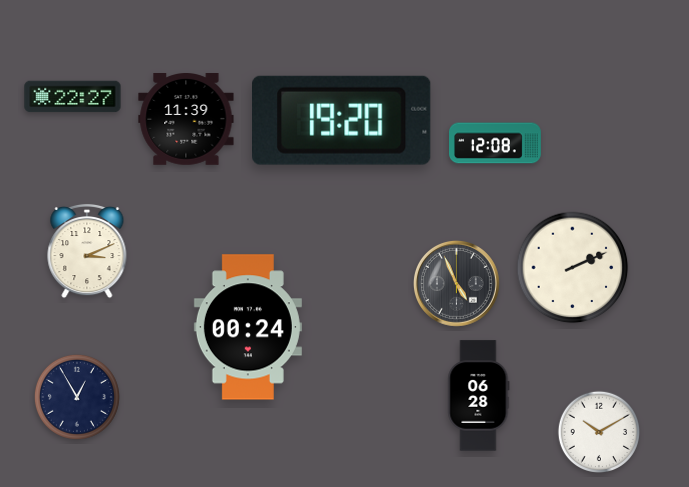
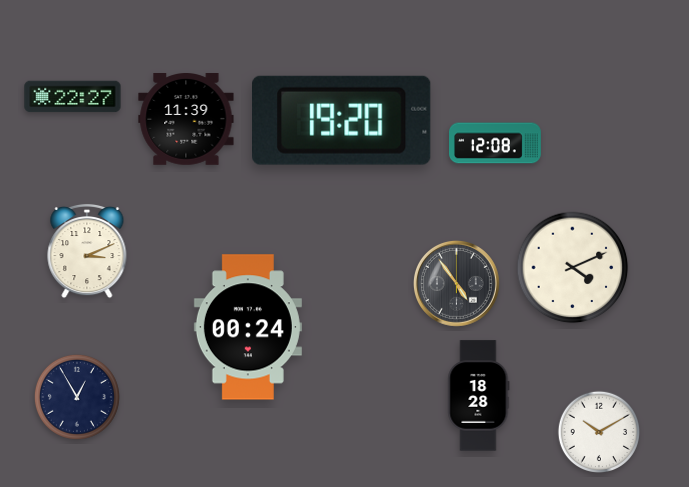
clock at (573, 268): 2:11 -> 4:11
clock at (457, 284): 4:56 -> 4:54
clock at (479, 396): 06:28 -> 18:28
